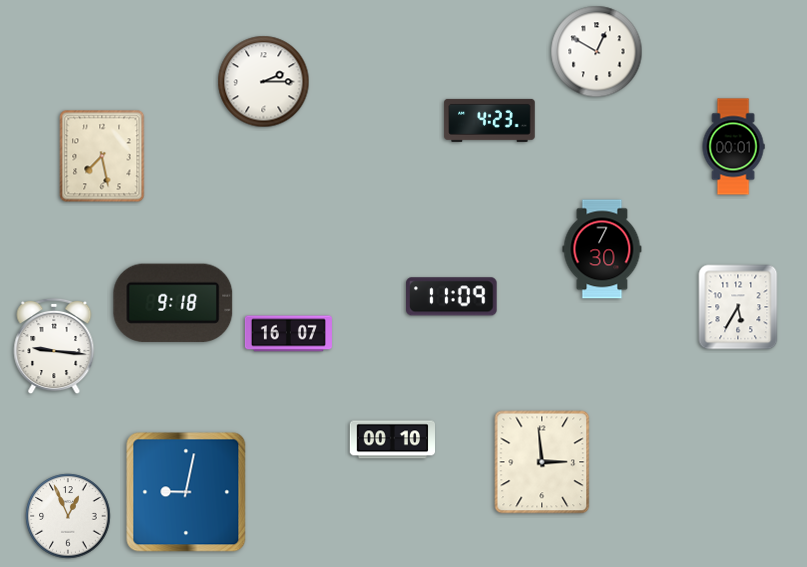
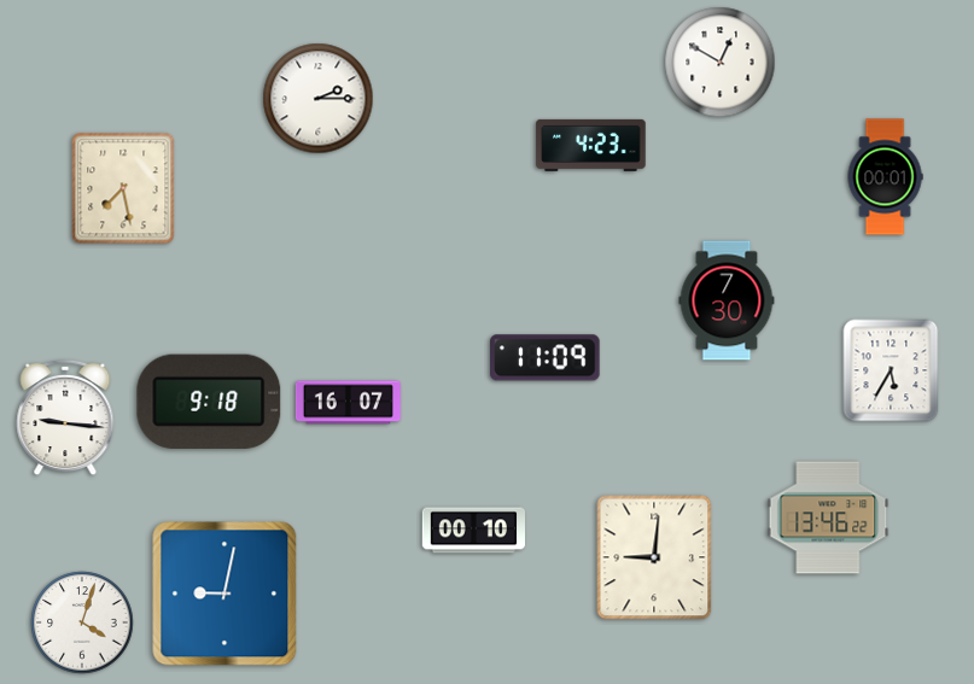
clock at (173, 303) position: (173, 303) -> (209, 402)
clock at (828, 518): none -> 13:46
clock at (542, 462): 2:59 -> 9:01
clock at (68, 516): 12:56 -> 4:03
